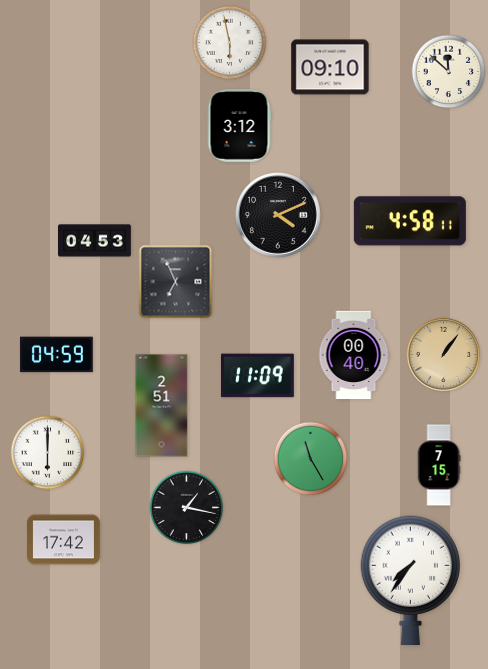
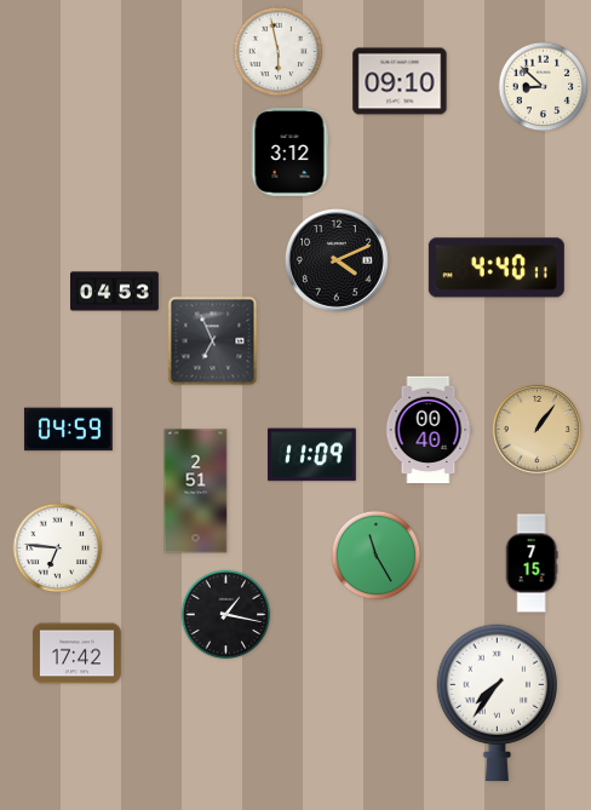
clock at (449, 72): 11:52 -> 8:52
clock at (410, 221): 4:58 -> 4:40
clock at (48, 453): 6:00 -> 6:46
